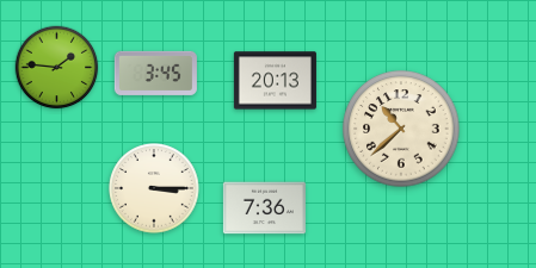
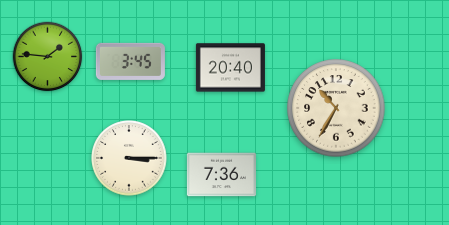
clock at (275, 81): 20:13 -> 20:40
clock at (401, 129): 10:38 -> 10:35
